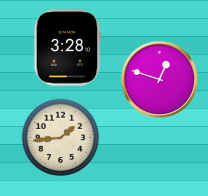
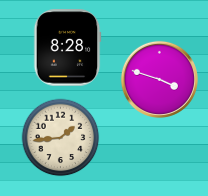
clock at (67, 48): 3:28 -> 8:28
clock at (159, 79): 12:48 -> 3:48
